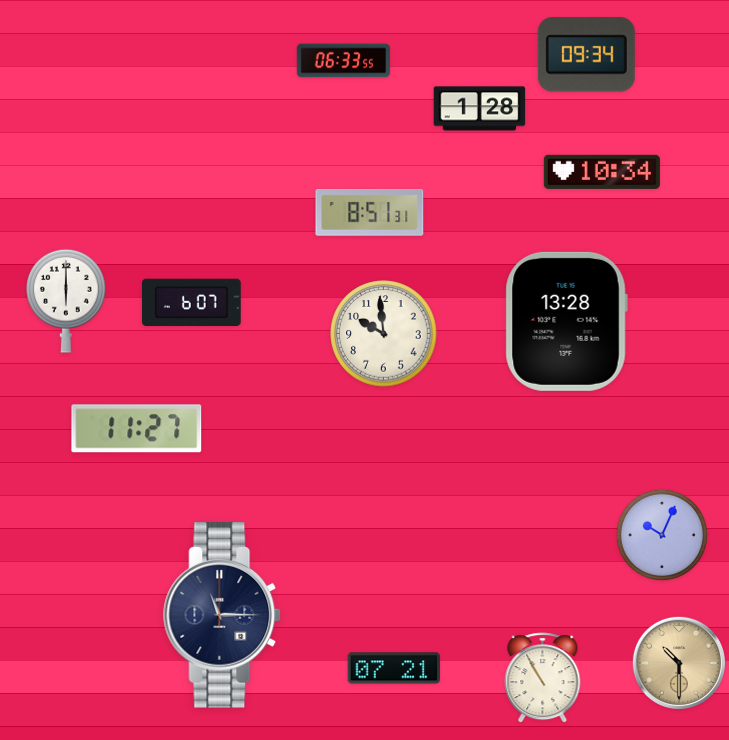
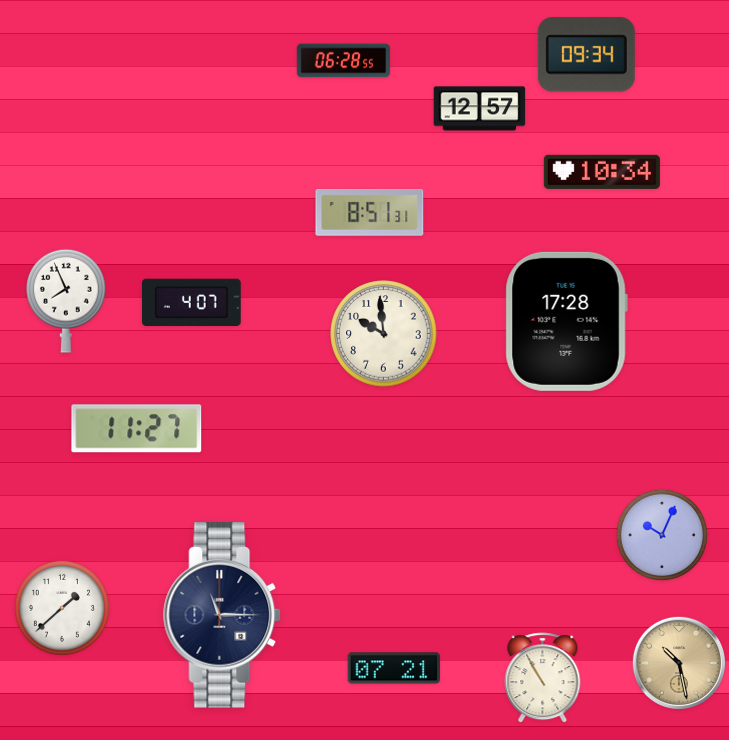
clock at (344, 61): 06:33 -> 06:28
clock at (480, 109): 1:28 -> 12:57
clock at (67, 301): 6:00 -> 7:56
clock at (192, 302): 6:07 -> 4:07
clock at (566, 321): 13:28 -> 17:28
clock at (62, 608): none -> 1:38
clock at (679, 663): 10:30 -> 10:28
